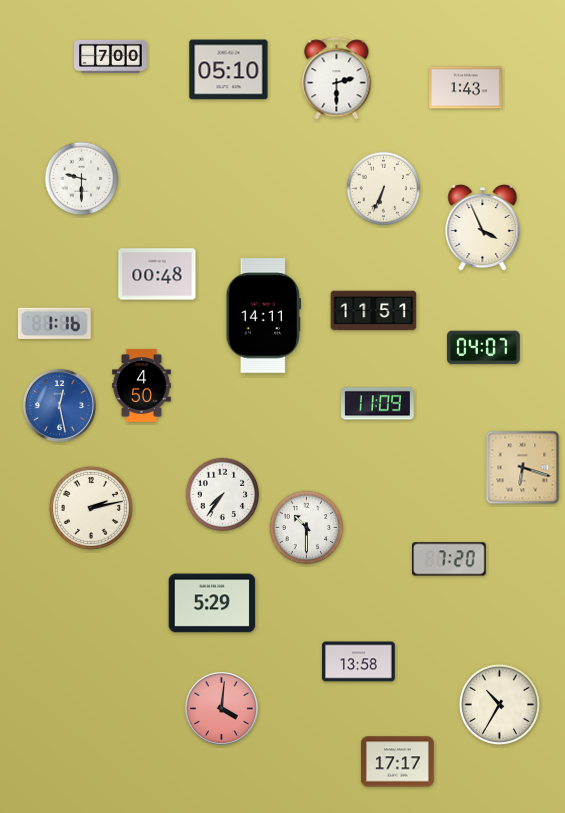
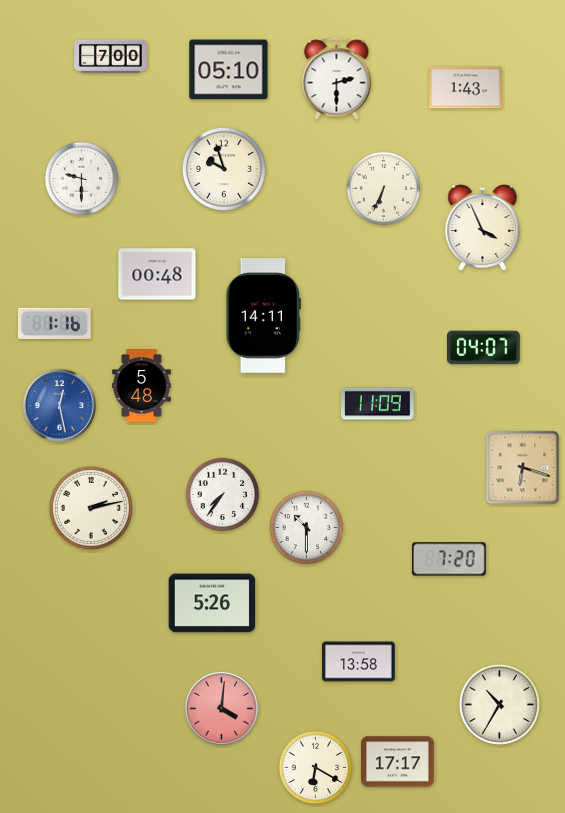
clock at (224, 169): none -> 9:57
clock at (374, 311): 11:51 -> none
clock at (142, 386): 4:50 -> 5:48
clock at (212, 603): 5:29 -> 5:26
clock at (316, 768): none -> 6:20
